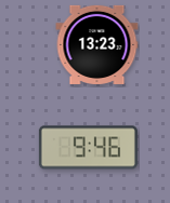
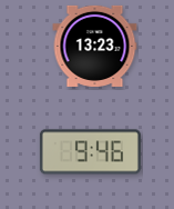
clock at (97, 44) position: (97, 44) -> (95, 46)
